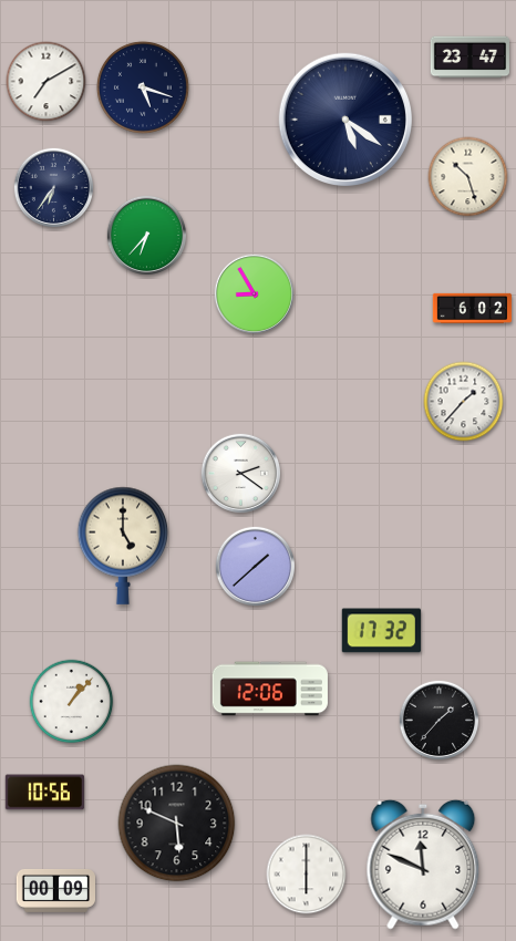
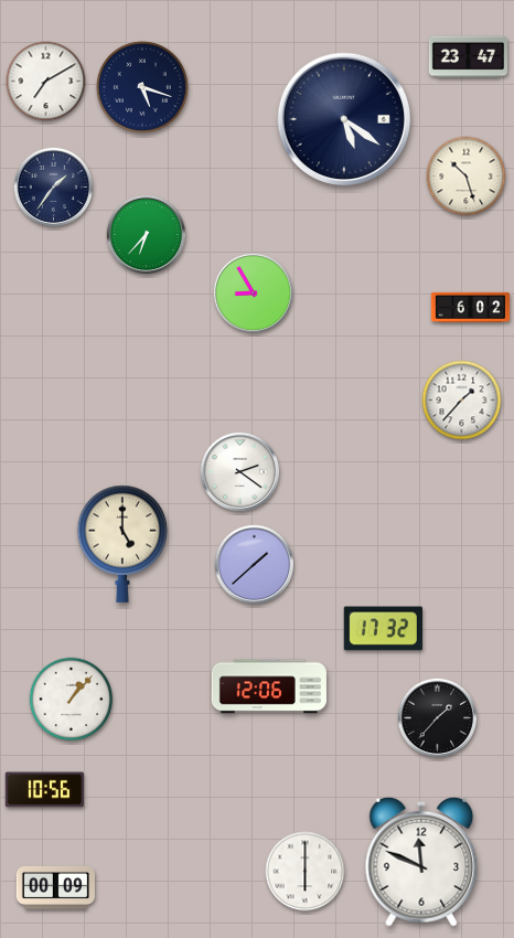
clock at (54, 188): 6:36 -> 1:36
clock at (381, 631) position: (381, 631) -> (383, 629)
clock at (177, 824): 5:49 -> none
